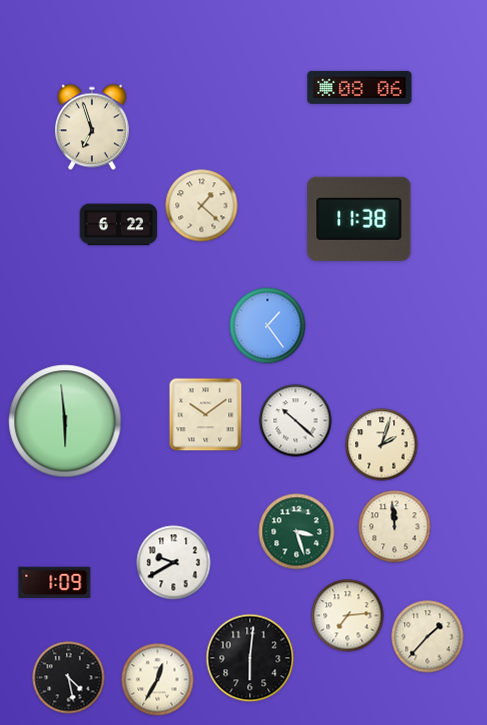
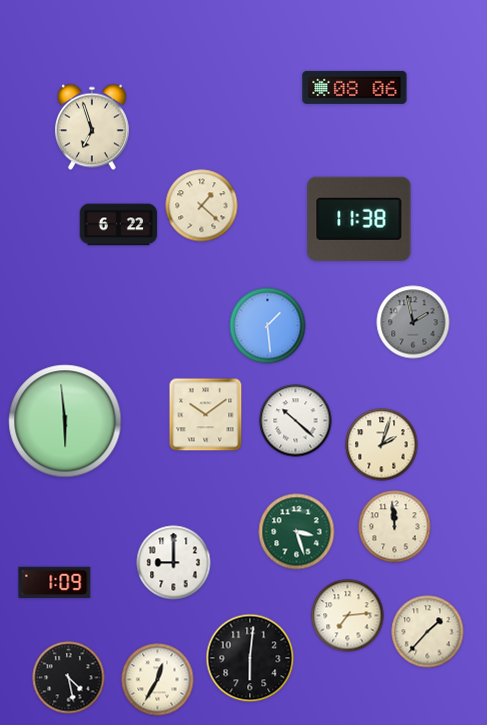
clock at (360, 87) position: (360, 87) -> (355, 87)
clock at (413, 322): none -> 1:58
clock at (268, 326): 1:24 -> 1:29
clock at (174, 563): 9:40 -> 9:00
clock at (428, 637) position: (428, 637) -> (428, 632)
